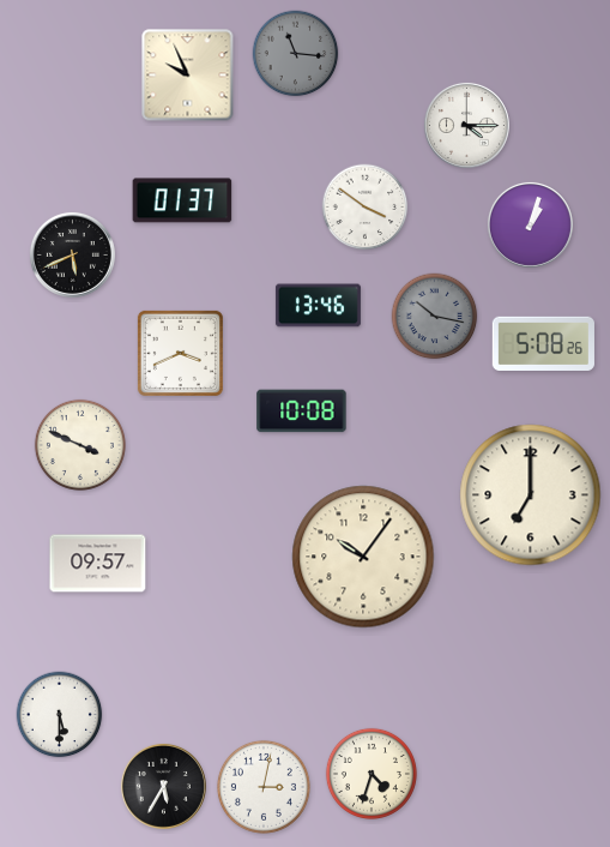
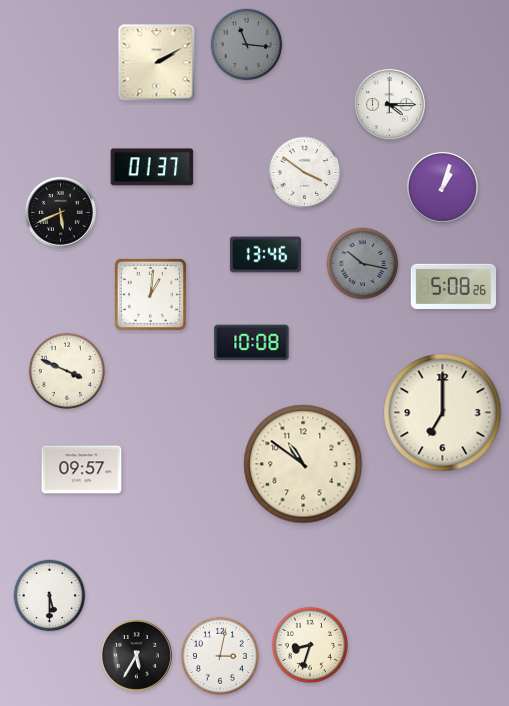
clock at (188, 76): 9:56 -> 2:10
clock at (180, 353): 3:41 -> 1:01
clock at (363, 557): 10:06 -> 10:51
clock at (372, 774): 4:33 -> 8:33
